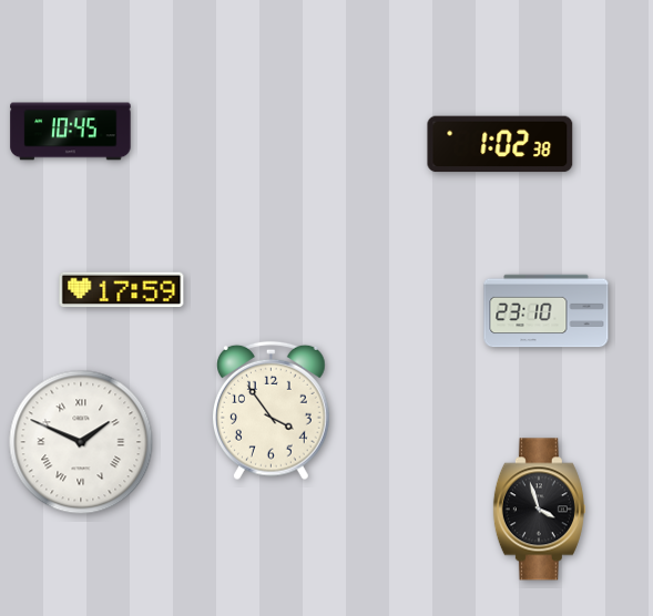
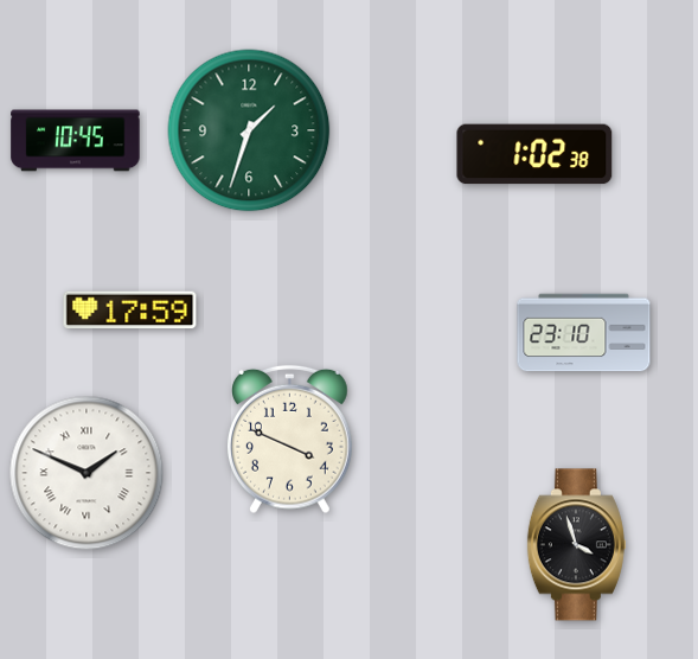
clock at (249, 130): none -> 1:33
clock at (272, 411): 3:54 -> 3:49
